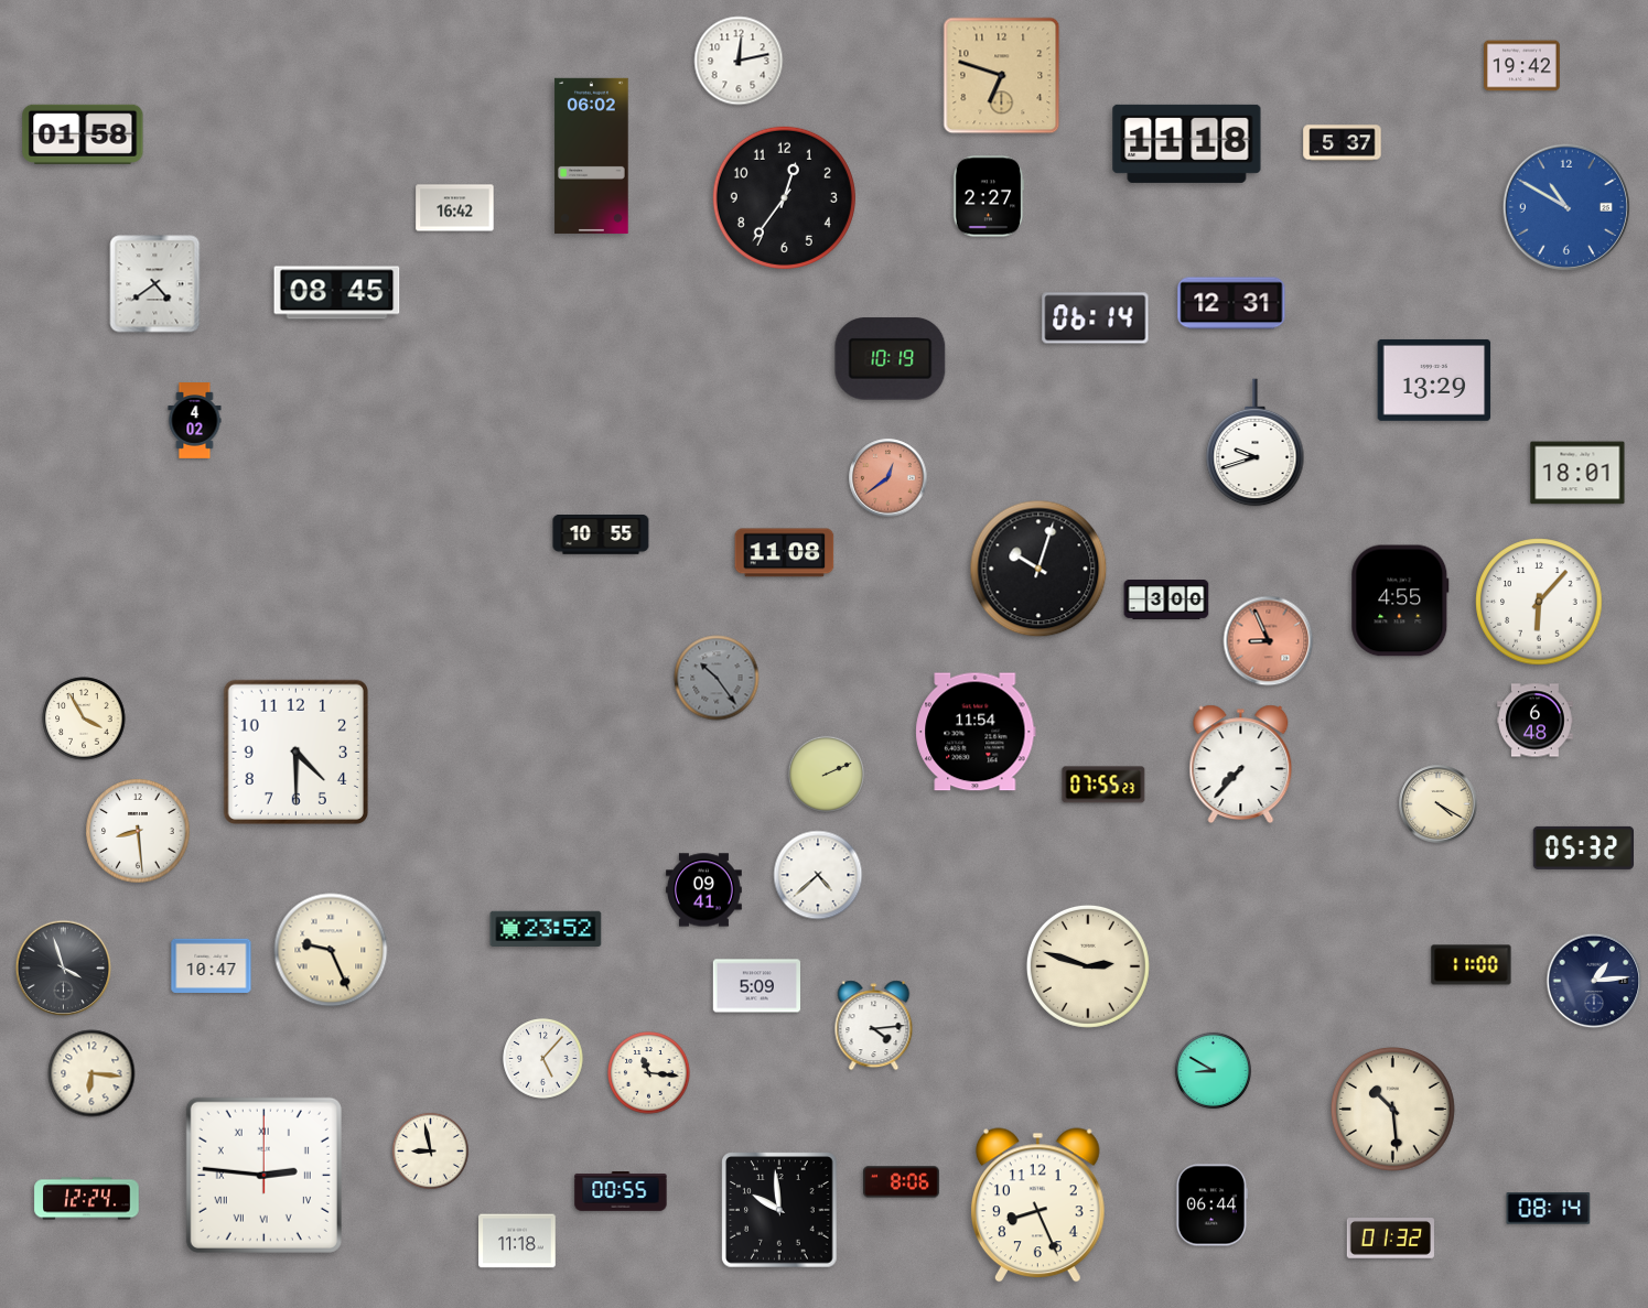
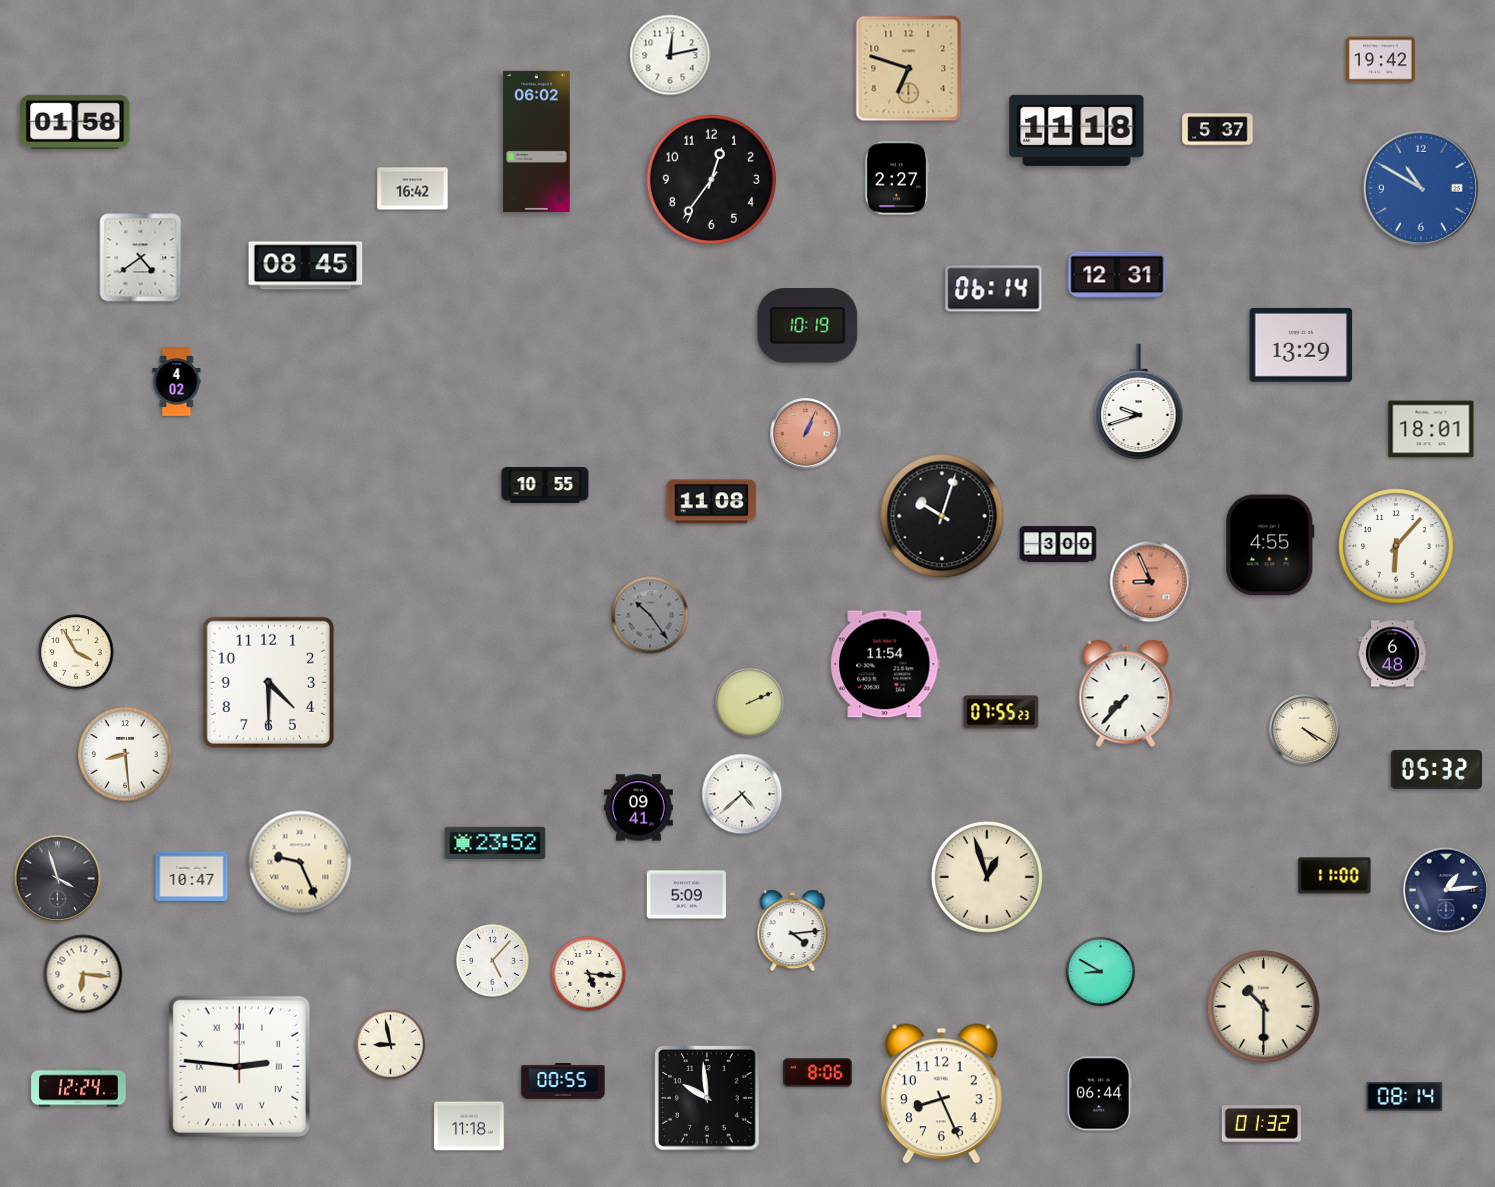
clock at (888, 478): 12:39 -> 1:04
clock at (1088, 966): 2:48 -> 12:57
clock at (649, 1073): 11:16 -> 5:16
clock at (1392, 1109): 10:29 -> 10:30
